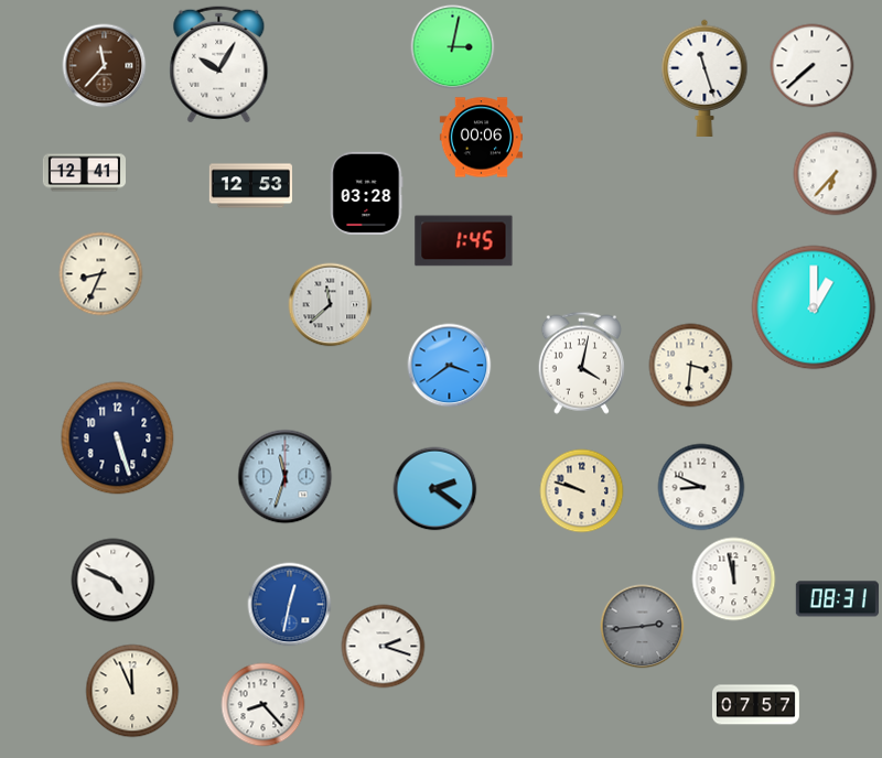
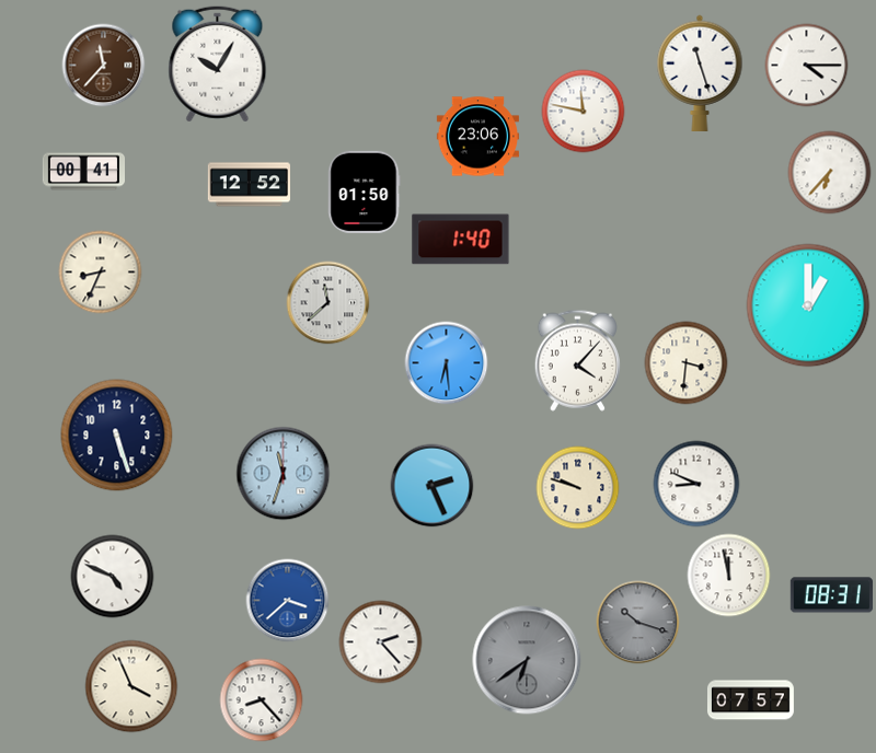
clock at (453, 47): 3:02 -> none
clock at (813, 66): 7:38 -> 4:15
clock at (704, 78) position: (704, 78) -> (700, 73)
clock at (584, 112): none -> 11:47
clock at (481, 138): 00:06 -> 23:06
clock at (84, 173): 12:41 -> 00:41
clock at (250, 186): 12:53 -> 12:52
clock at (367, 193): 03:28 -> 01:50
clock at (464, 241): 1:45 -> 1:40
clock at (581, 362): 4:02 -> 4:07
clock at (450, 366): 3:39 -> 6:29
clock at (435, 489): 2:21 -> 2:26
clock at (290, 605): 12:32 -> 3:38
clock at (643, 627): 2:44 -> 10:18
clock at (384, 647): 2:18 -> 2:23
clock at (527, 660): none -> 6:39
clock at (132, 691): 11:56 -> 3:56
